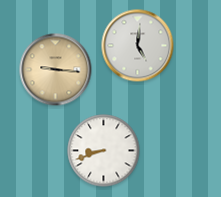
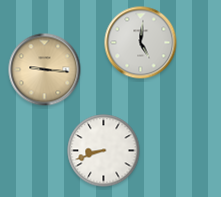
clock at (138, 46) position: (138, 46) -> (141, 43)
clock at (56, 70) position: (56, 70) -> (45, 70)
